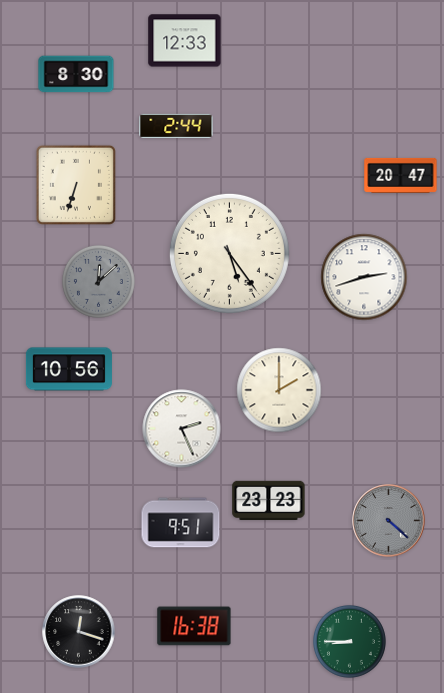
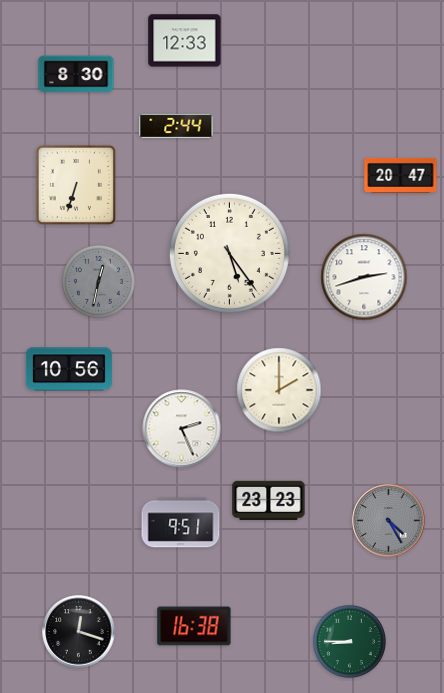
clock at (98, 281): 12:08 -> 12:32
clock at (389, 521): 4:22 -> 4:25
